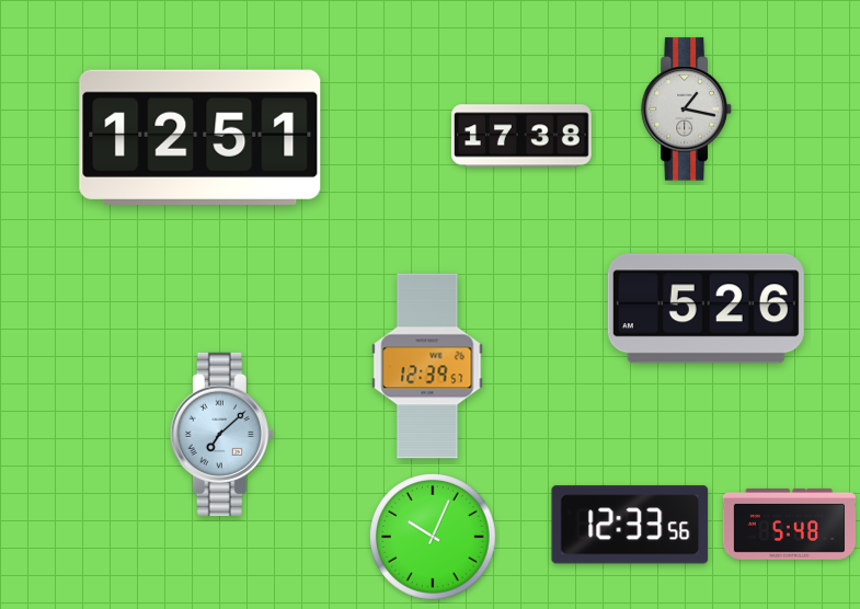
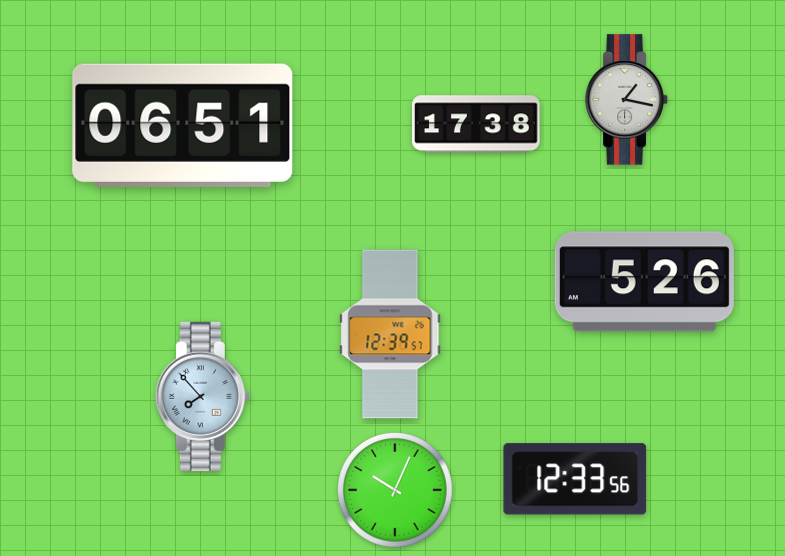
clock at (200, 137): 12:51 -> 06:51
clock at (221, 434): 7:08 -> 7:53
clock at (789, 525): 5:48 -> none
